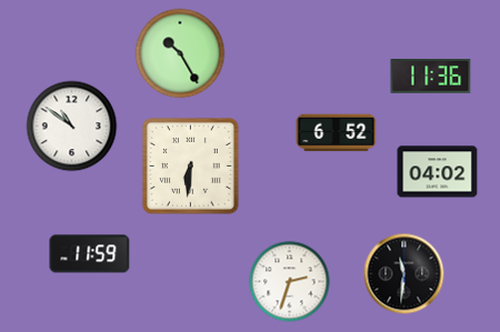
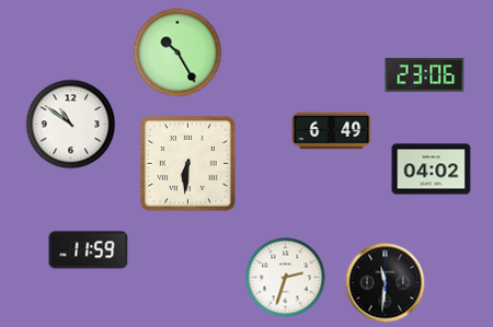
clock at (431, 77): 11:36 -> 23:06
clock at (337, 133): 6:52 -> 6:49
clock at (404, 274) position: (404, 274) -> (386, 283)
